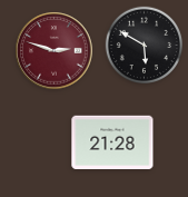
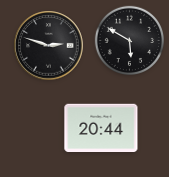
clock at (55, 51) dial: burgundy -> black
clock at (112, 141): 21:28 -> 20:44
